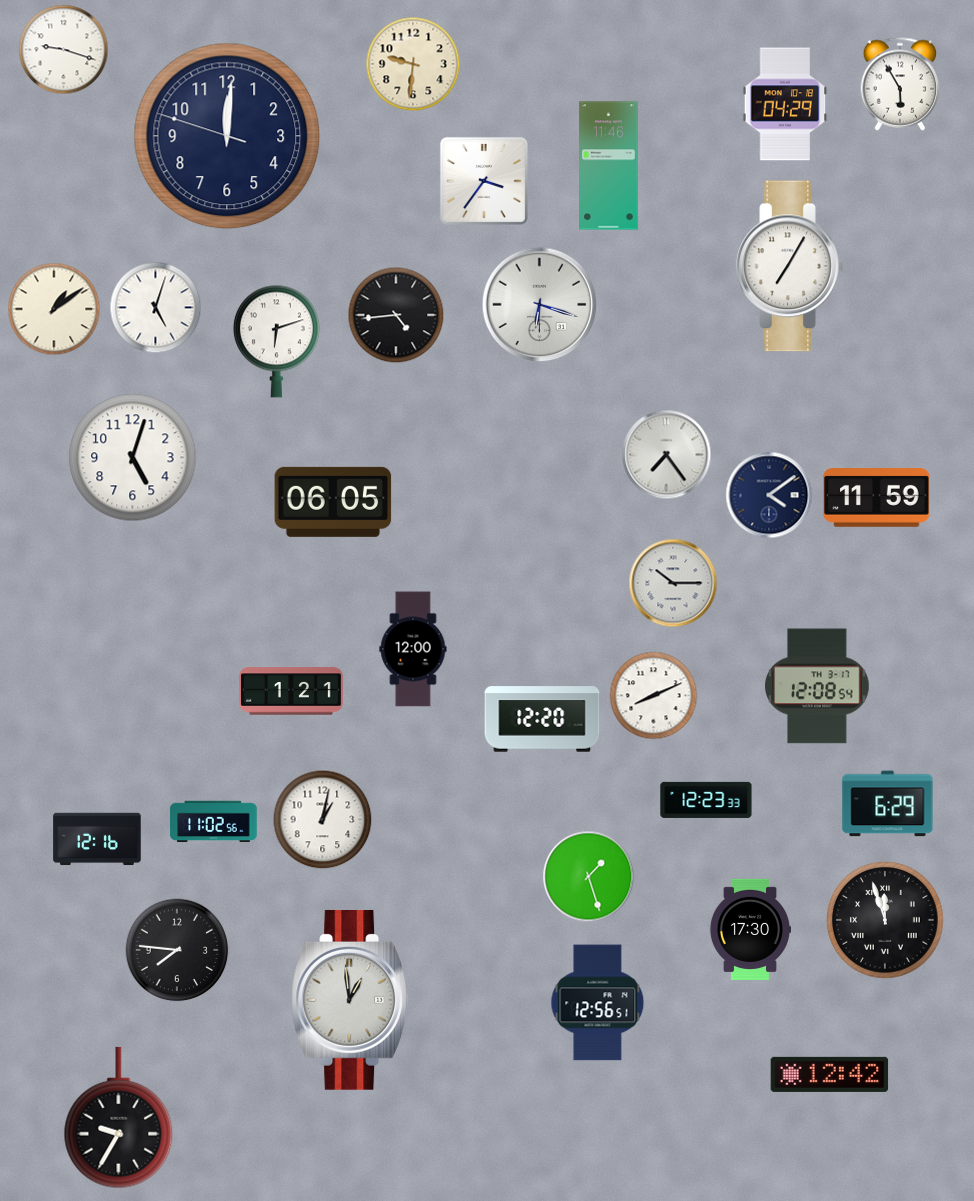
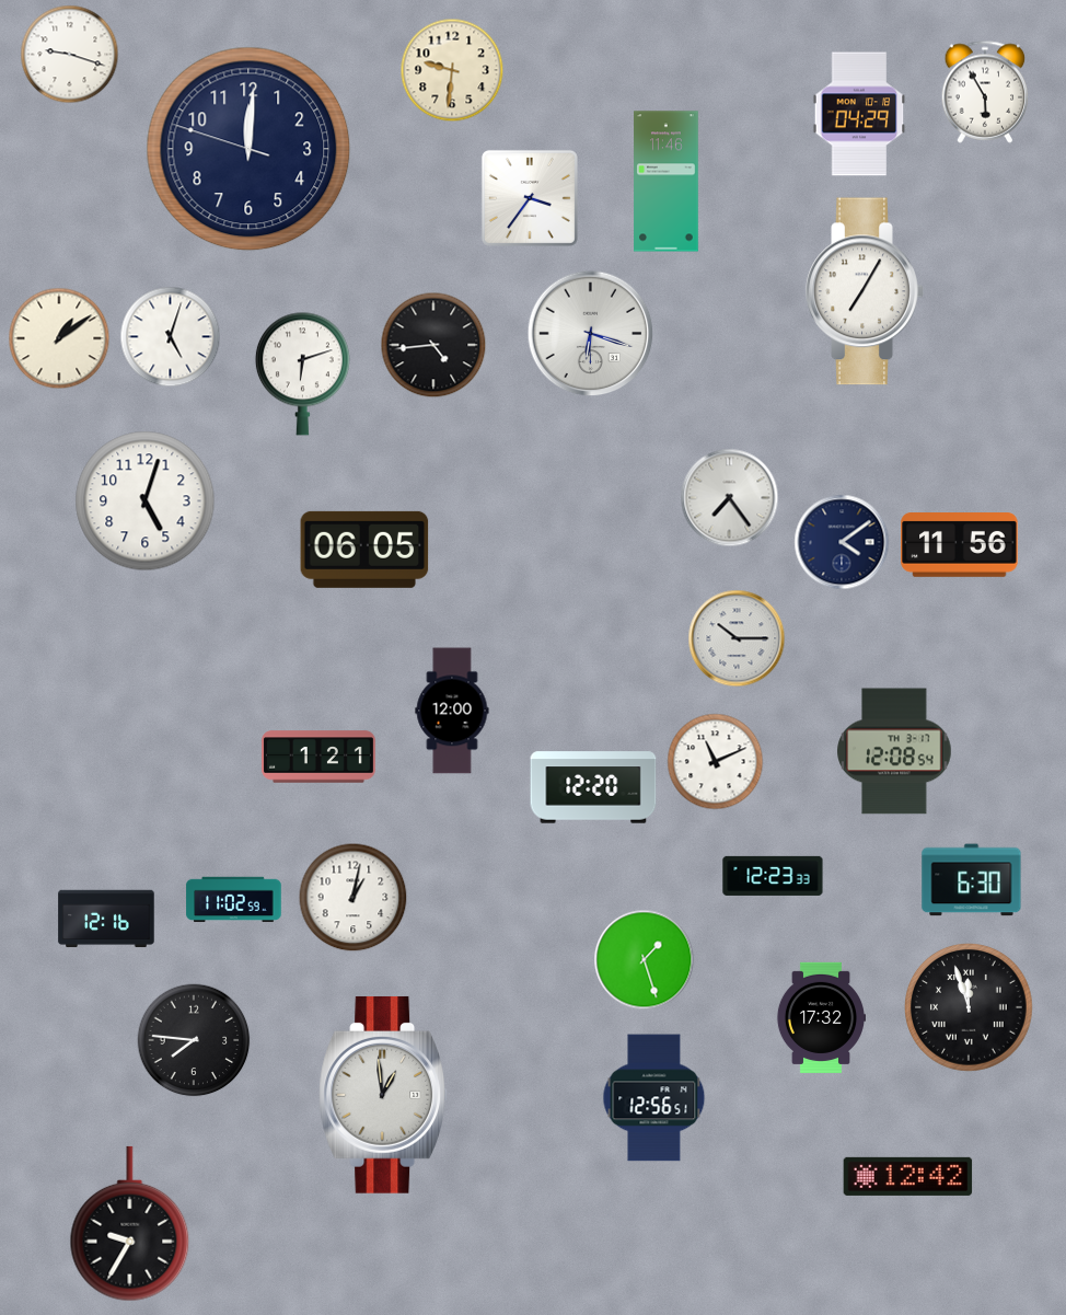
clock at (877, 498): 11:59 -> 11:56
clock at (654, 696): 8:11 -> 11:11
clock at (888, 804): 6:29 -> 6:30
clock at (214, 822): 11:02:56 -> 11:02:59
clock at (749, 929): 17:30 -> 17:32
